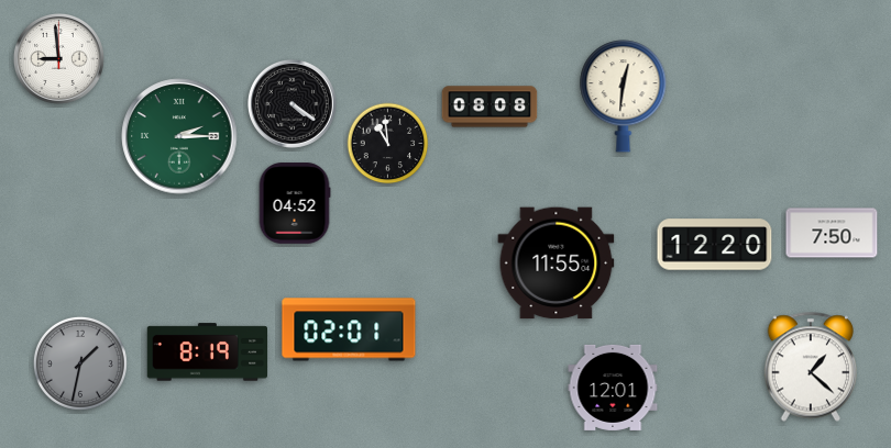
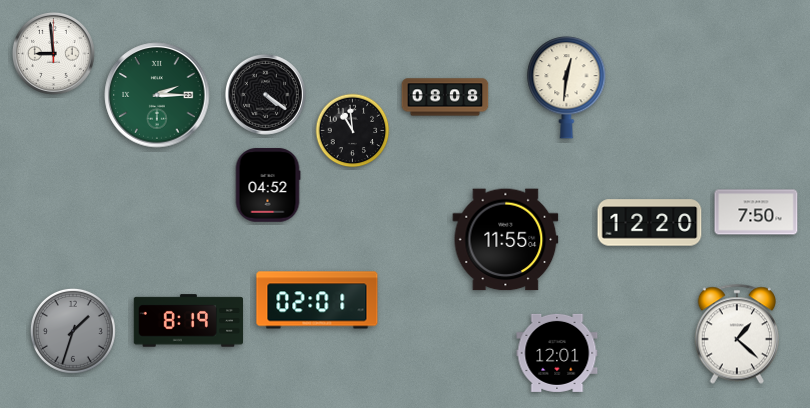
clock at (179, 136) position: (179, 136) -> (157, 95)
clock at (80, 363): 1:32 -> 1:33
